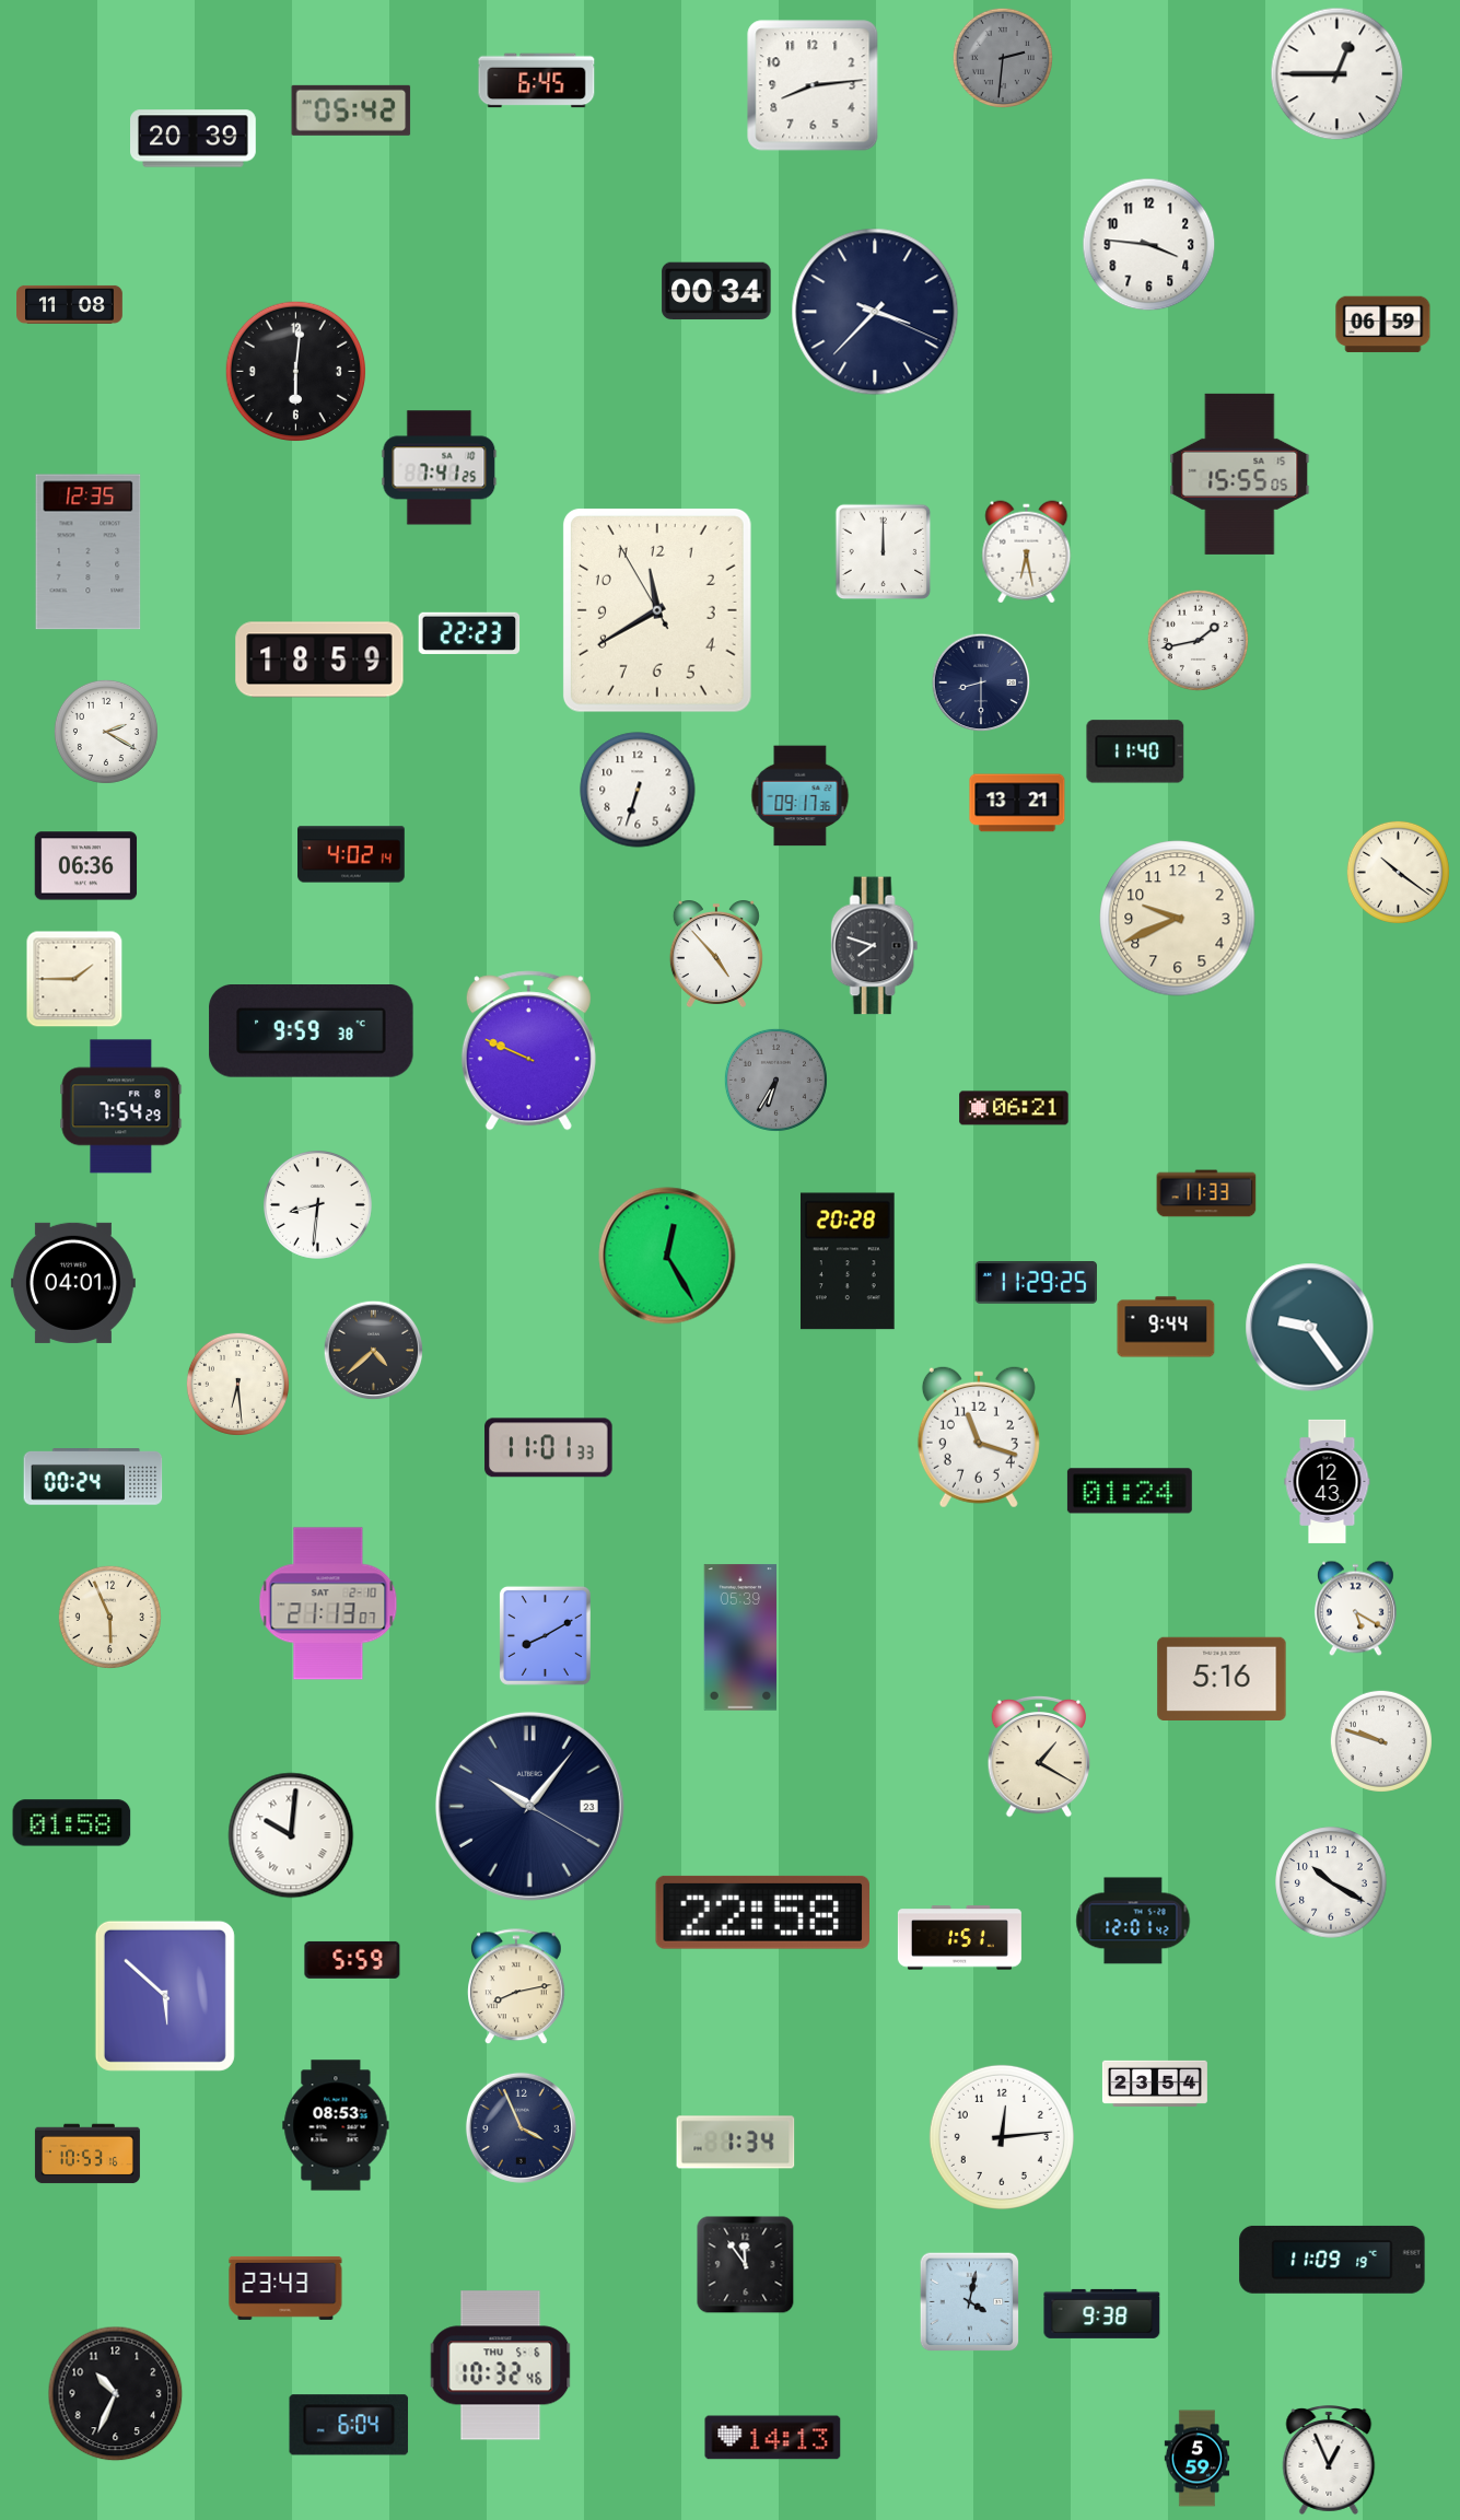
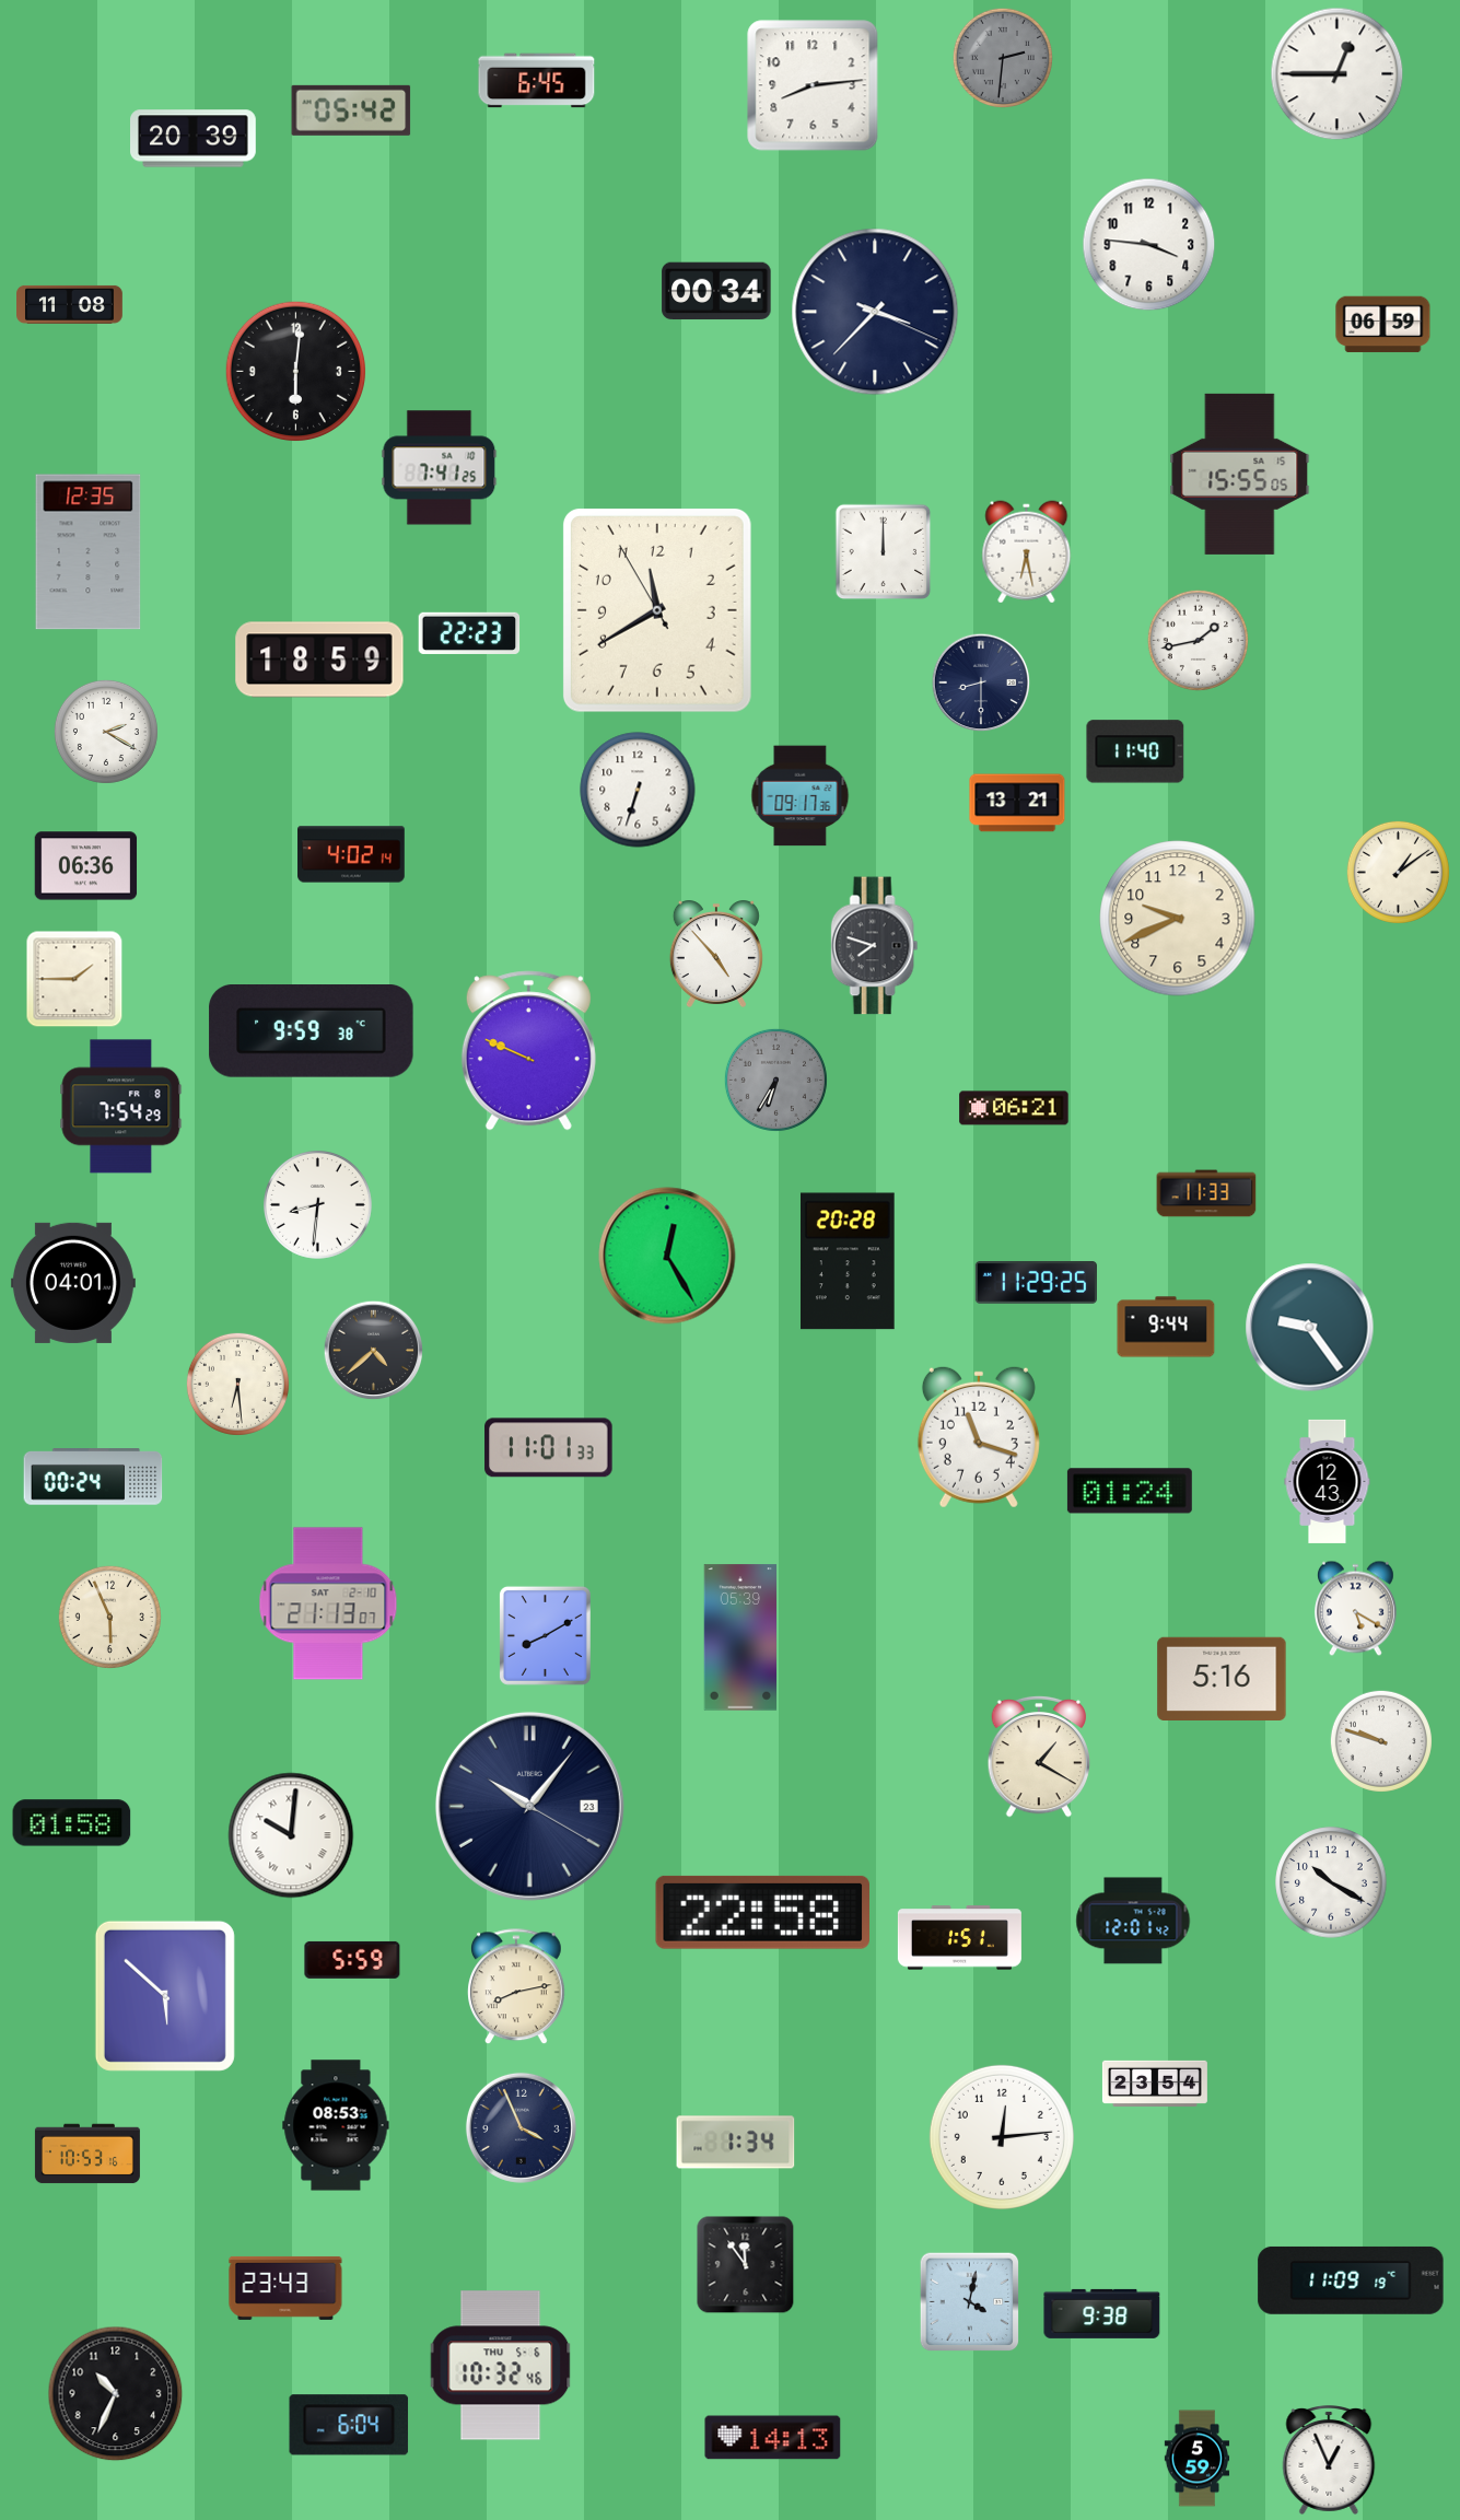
clock at (1398, 872): 10:21 -> 1:09
clock at (1332, 2260) position: (1332, 2260) -> (1351, 2280)
